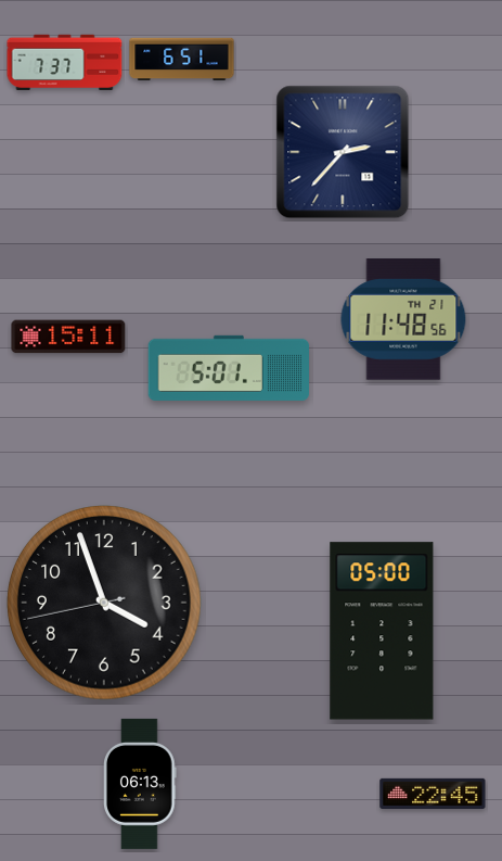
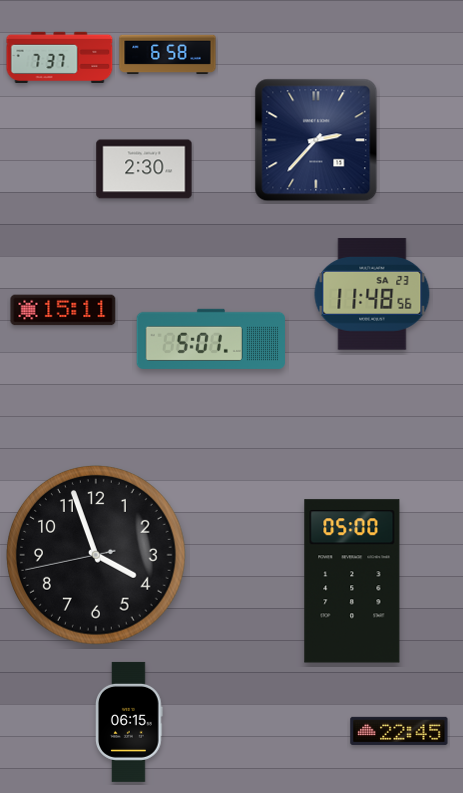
clock at (182, 60): 6:51 -> 6:58
clock at (144, 169): none -> 2:30
clock at (403, 319) date: TH 21 -> SA 23
clock at (140, 784): 06:13 -> 06:15
